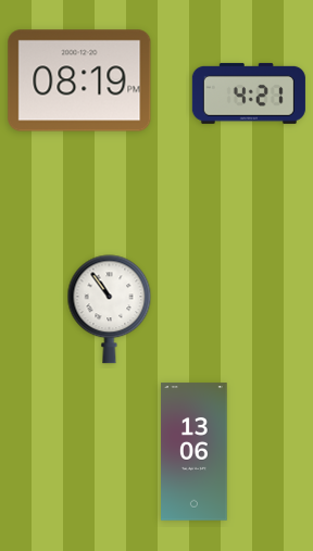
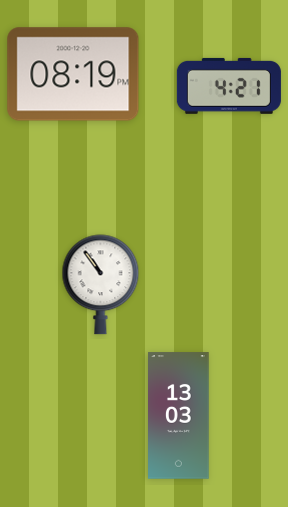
clock at (195, 452): 13:06 -> 13:03
